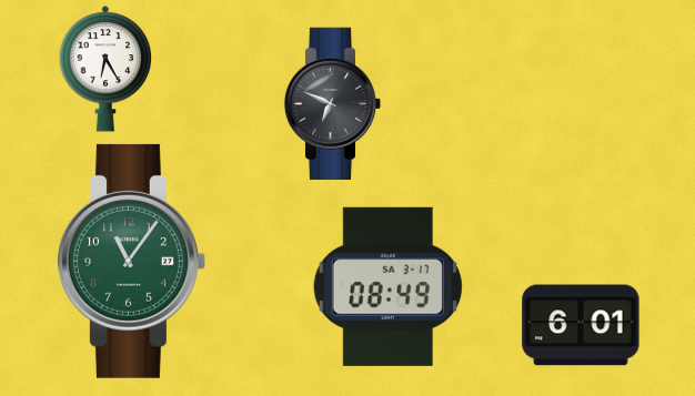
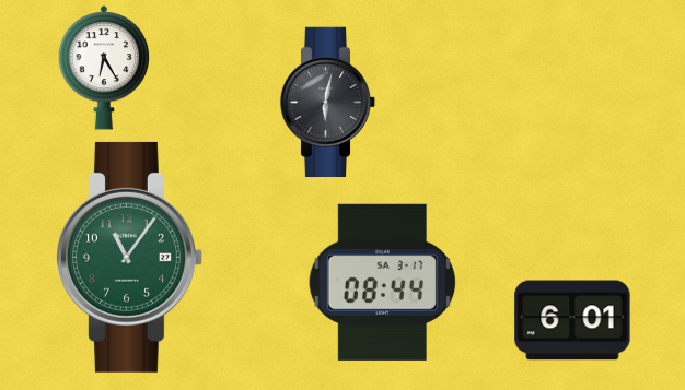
clock at (333, 104): 6:49 -> 6:02
clock at (387, 286): 08:49 -> 08:44
